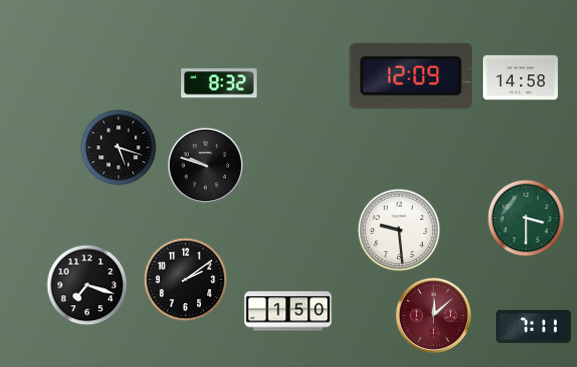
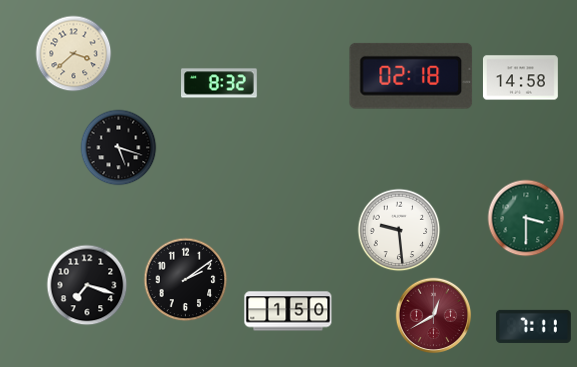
clock at (74, 54): none -> 3:38
clock at (411, 76): 12:09 -> 02:18
clock at (206, 166): 9:48 -> none
clock at (434, 316): 12:08 -> 12:40
